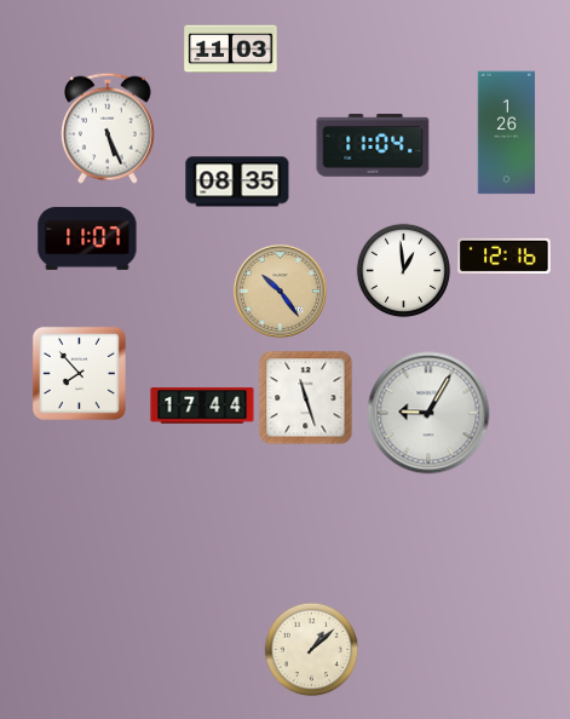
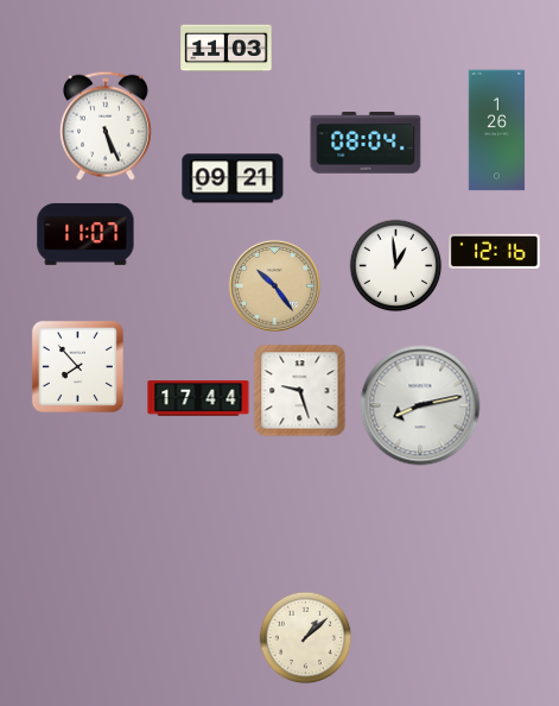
clock at (373, 145): 11:04 -> 08:04
clock at (237, 182): 08:35 -> 09:21
clock at (305, 397): 11:27 -> 9:27
clock at (428, 413): 9:05 -> 8:13
